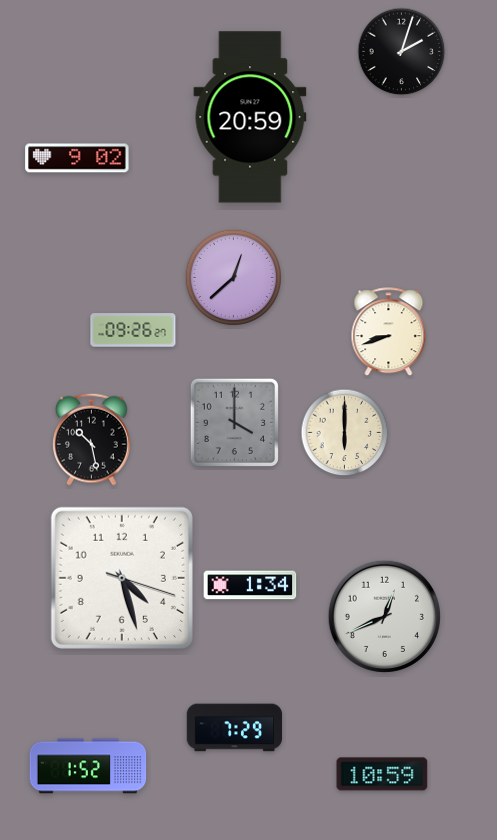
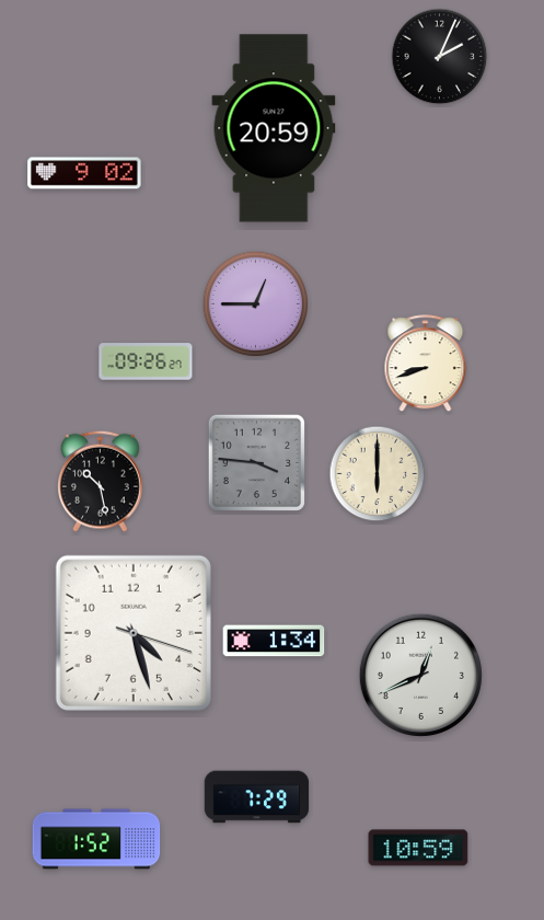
clock at (402, 52): 2:03 -> 2:04
clock at (233, 277): 12:38 -> 12:45
clock at (234, 422): 4:00 -> 3:46
